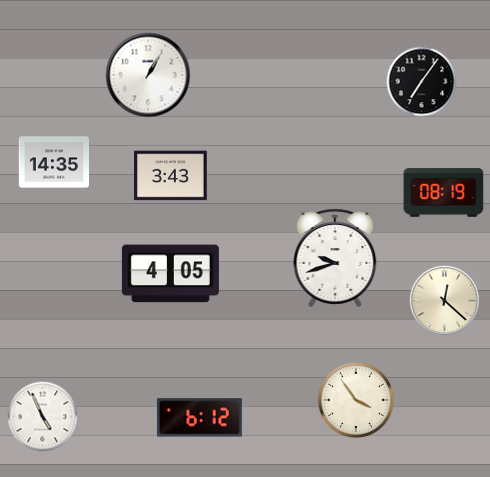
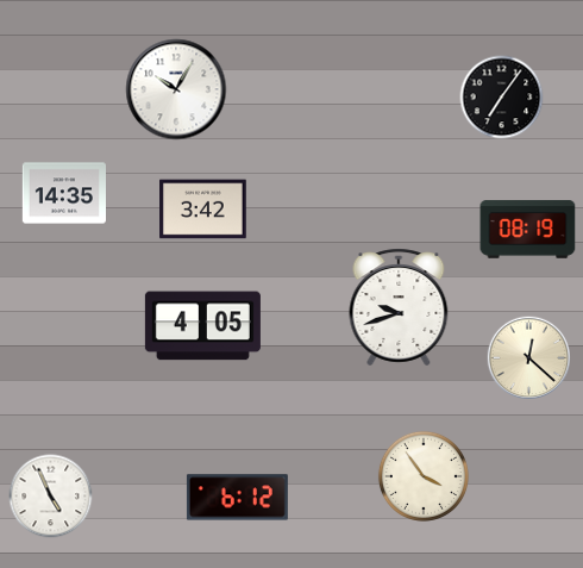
clock at (148, 75): 1:05 -> 10:05
clock at (171, 176): 3:43 -> 3:42
